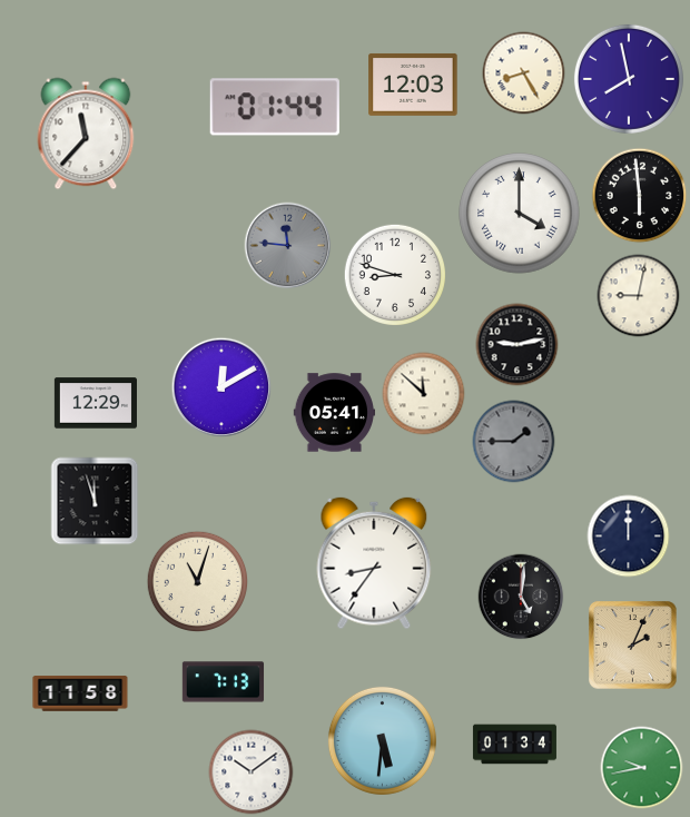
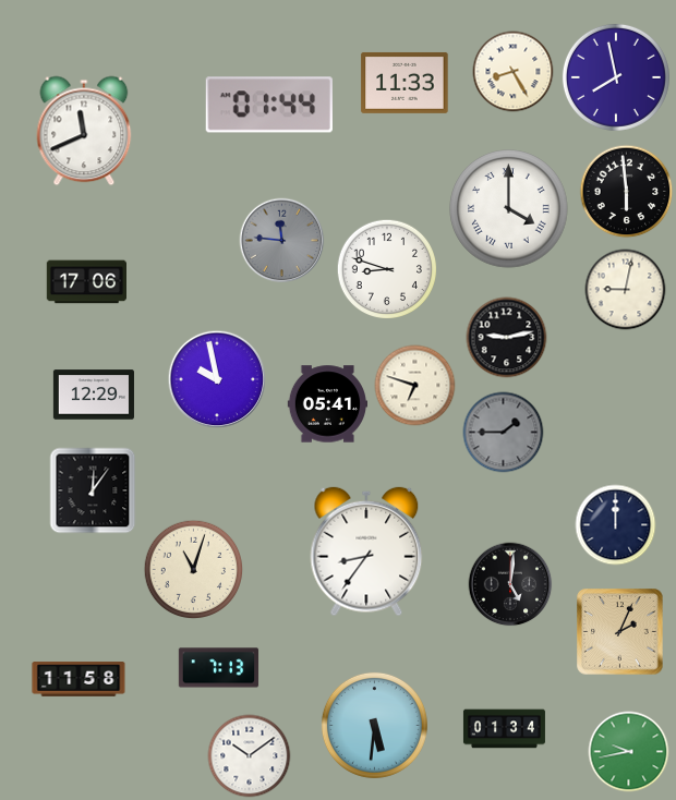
clock at (413, 85): 12:03 -> 11:33
clock at (86, 134): 11:37 -> 11:41
clock at (86, 282): none -> 17:06
clock at (221, 387): 12:10 -> 9:58
clock at (424, 394): 11:52 -> 6:48
clock at (95, 501): 11:57 -> 12:06
clock at (252, 772) position: (252, 772) -> (250, 756)
